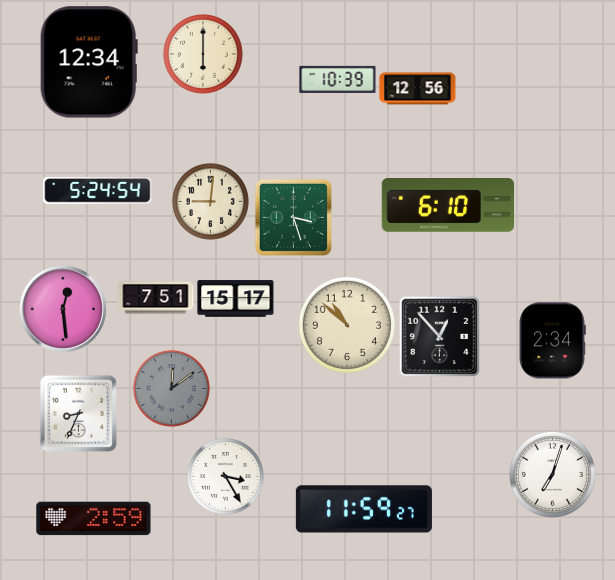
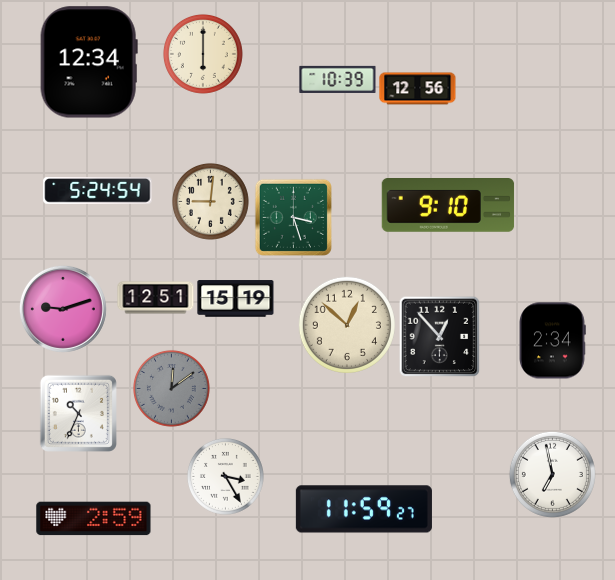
clock at (448, 206): 6:10 -> 9:10
clock at (156, 298): 7:51 -> 12:51
clock at (236, 299): 15:17 -> 15:19
clock at (63, 309): 12:29 -> 9:12
clock at (347, 325): 10:52 -> 12:52
clock at (78, 413): 8:34 -> 10:34
clock at (552, 474): 7:03 -> 6:58
